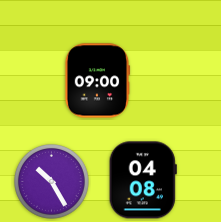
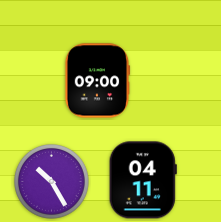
clock at (143, 180): 04:08 -> 04:11
